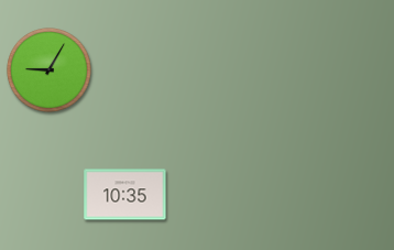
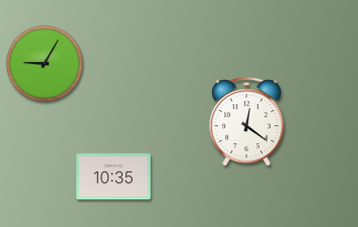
clock at (247, 122): none -> 12:21
